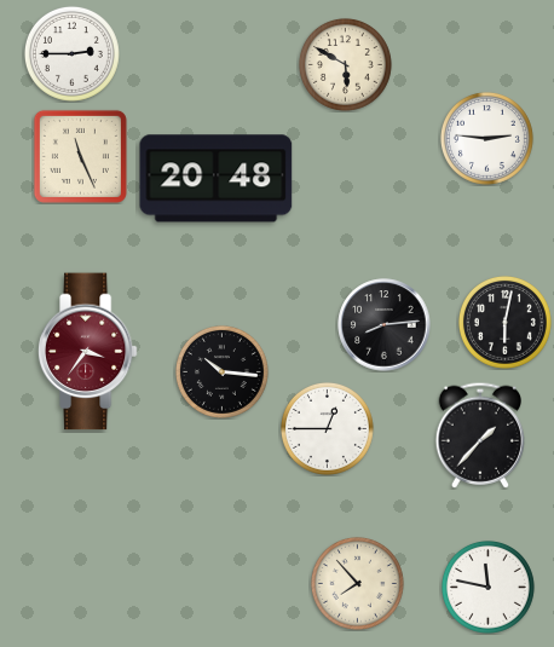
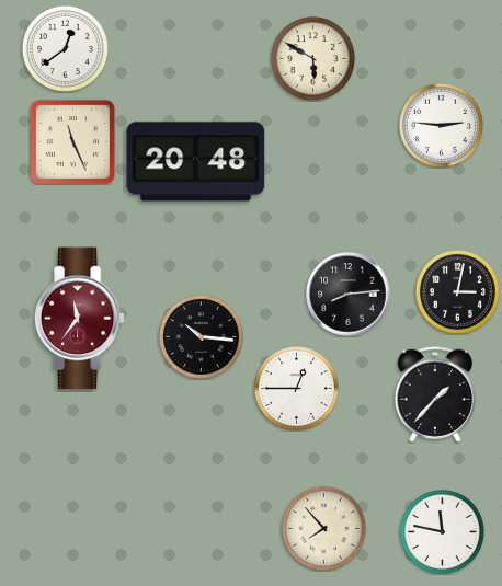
clock at (71, 53): 2:45 -> 12:39
clock at (504, 322): 6:02 -> 3:02
clock at (87, 352): 3:36 -> 11:36
